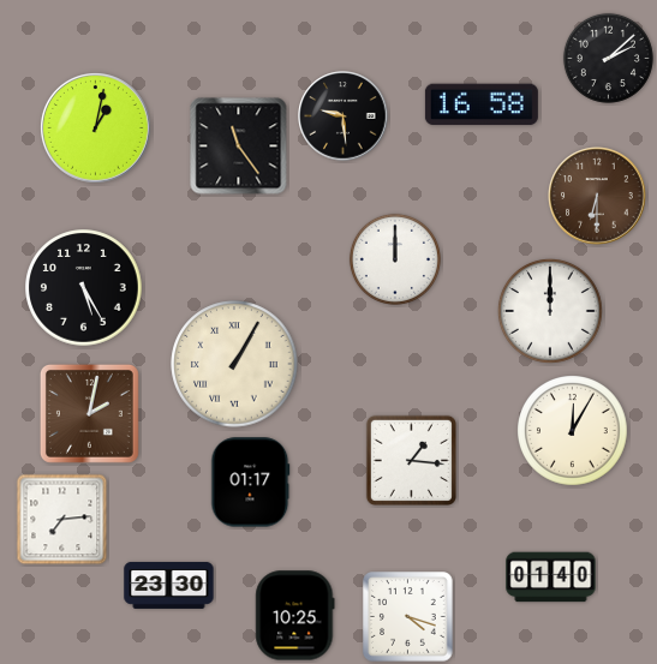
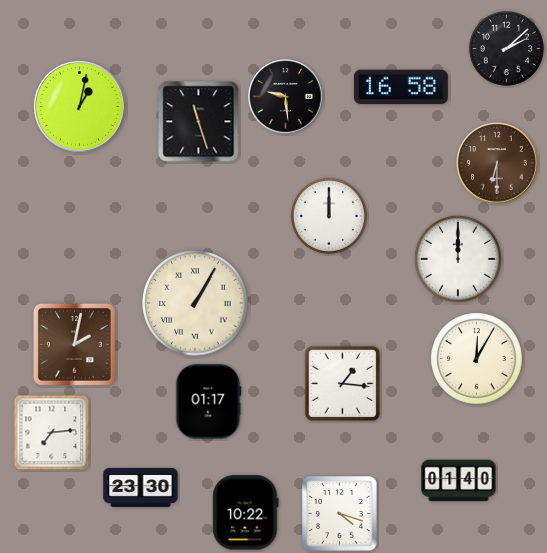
clock at (239, 146): 11:24 -> 11:27
clock at (84, 288): 5:25 -> none
clock at (295, 616): 10:25 -> 10:22
